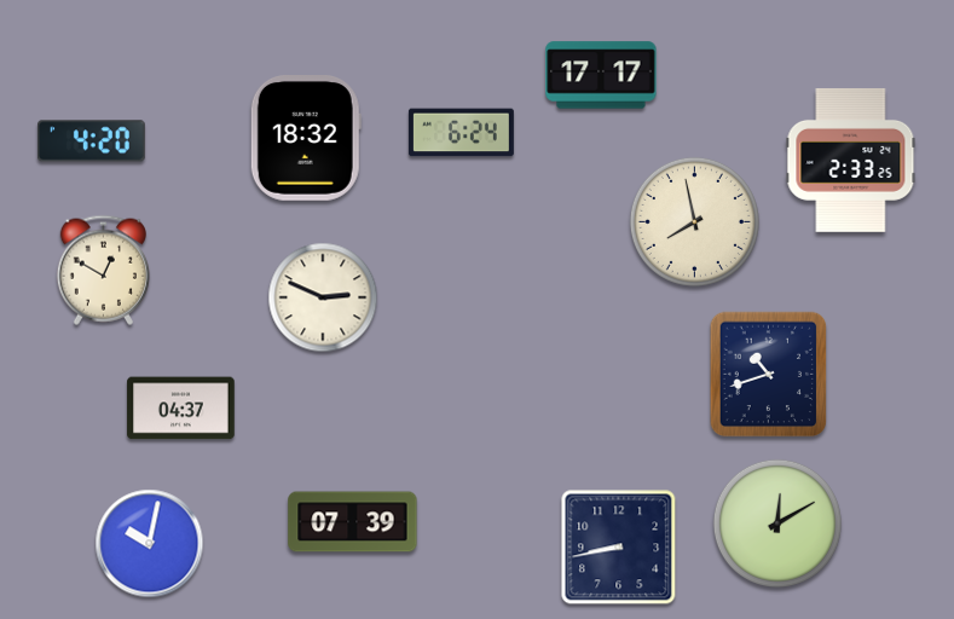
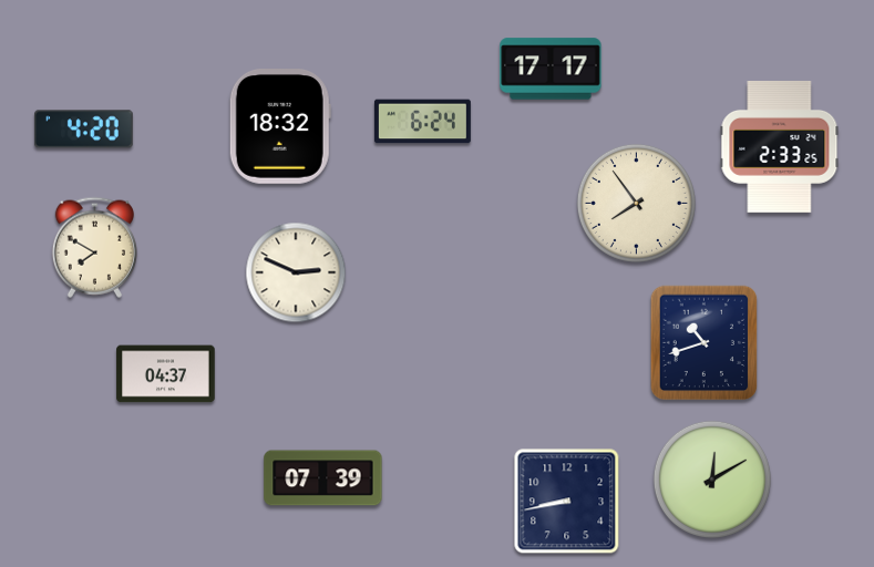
clock at (694, 221): 7:58 -> 7:54
clock at (103, 270): 12:50 -> 7:50
clock at (150, 544): 10:02 -> none
